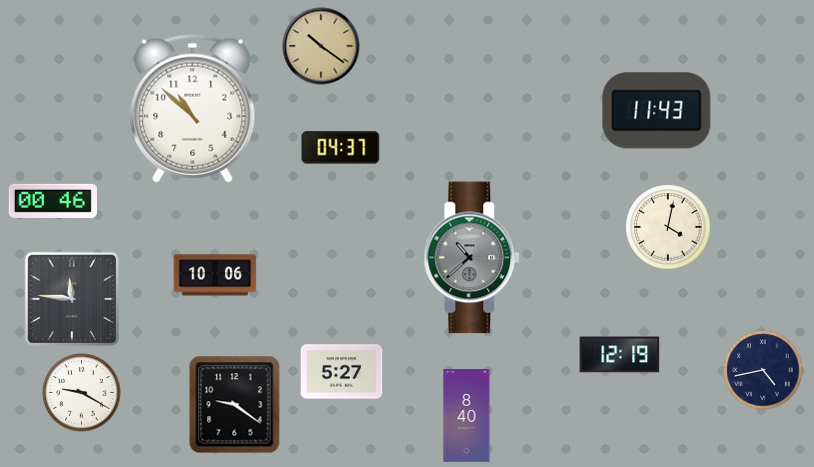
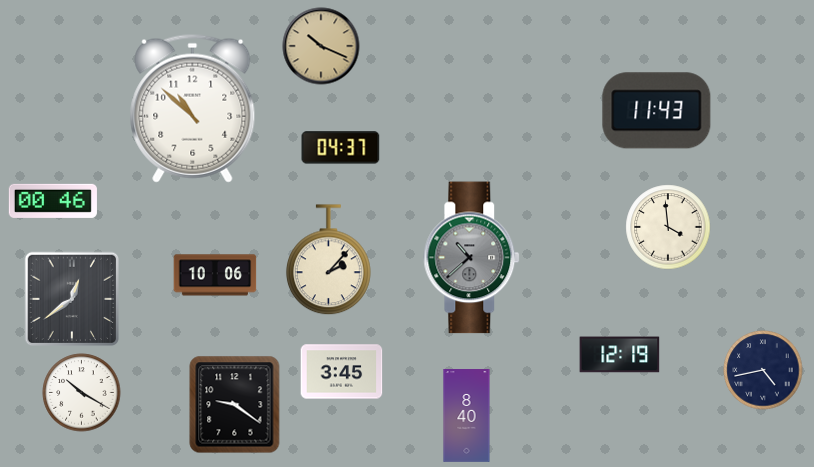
clock at (321, 46): 10:21 -> 10:19
clock at (668, 227): 4:02 -> 3:59
clock at (329, 260): none -> 2:07
clock at (72, 299): 11:46 -> 12:39
clock at (342, 372): 5:27 -> 3:45
clock at (82, 393): 9:20 -> 10:20
